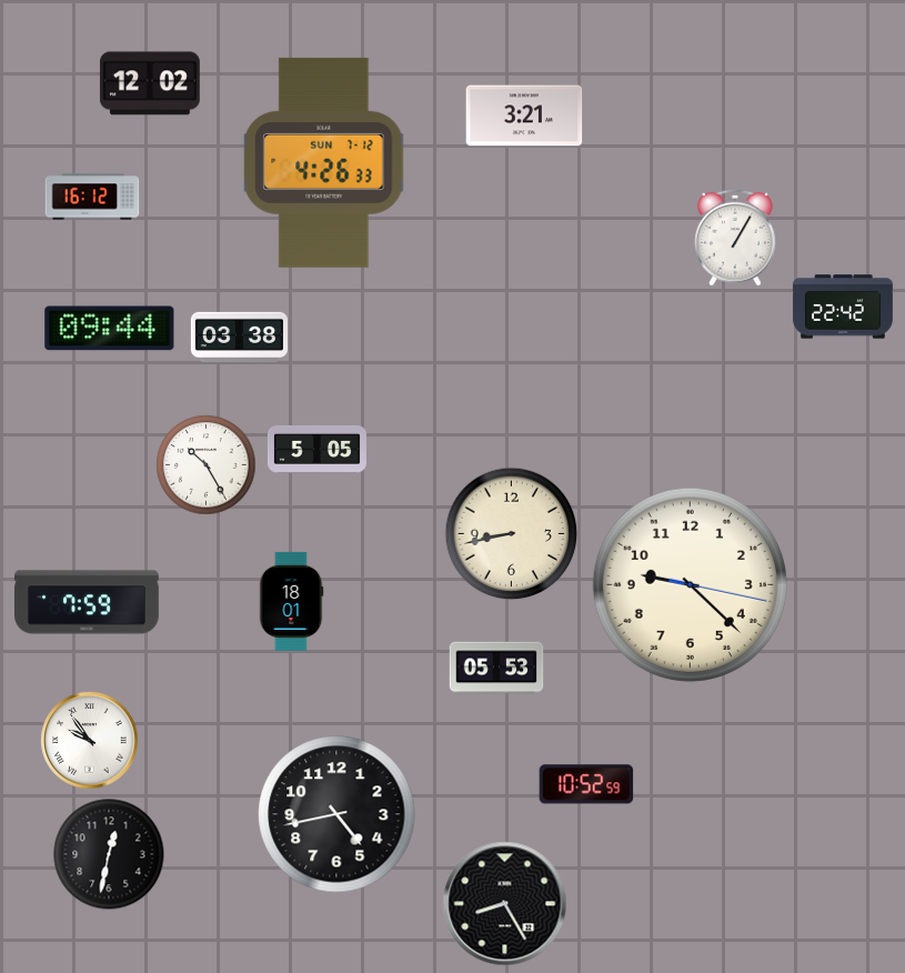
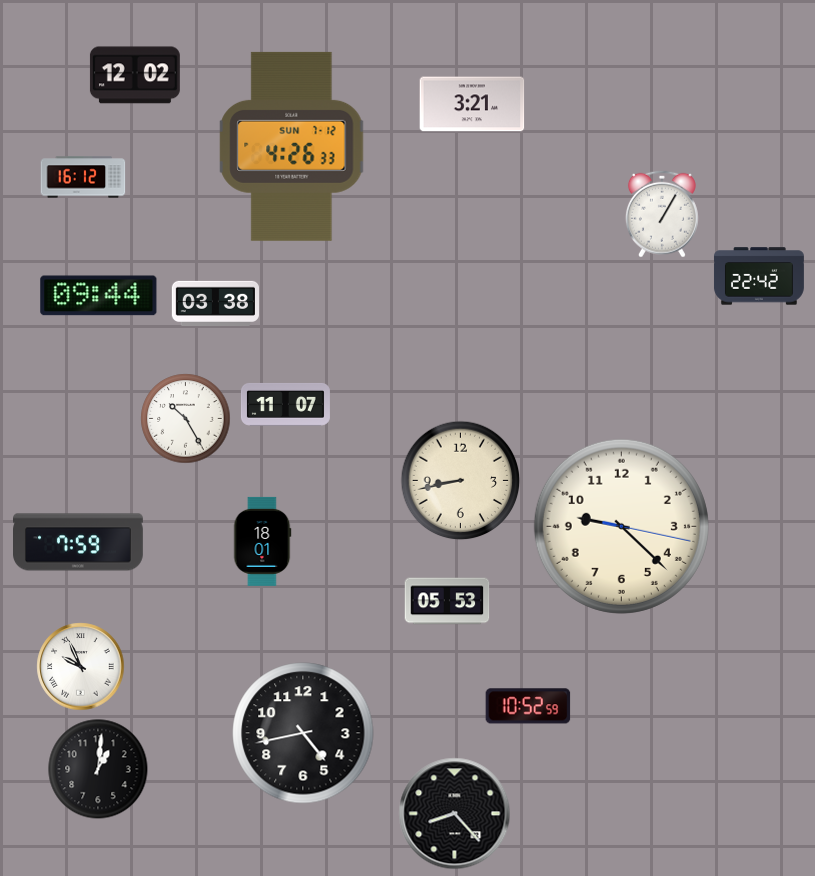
clock at (316, 449): 5:05 -> 11:07
clock at (90, 741): 9:54 -> 9:56
clock at (109, 854): 12:32 -> 1:01
clock at (505, 904): 8:25 -> 8:23
